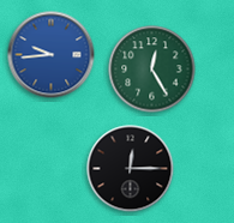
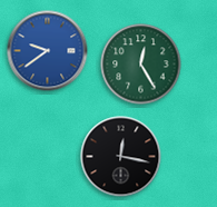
clock at (52, 55): 9:44 -> 9:39
clock at (131, 169): 12:15 -> 12:17
